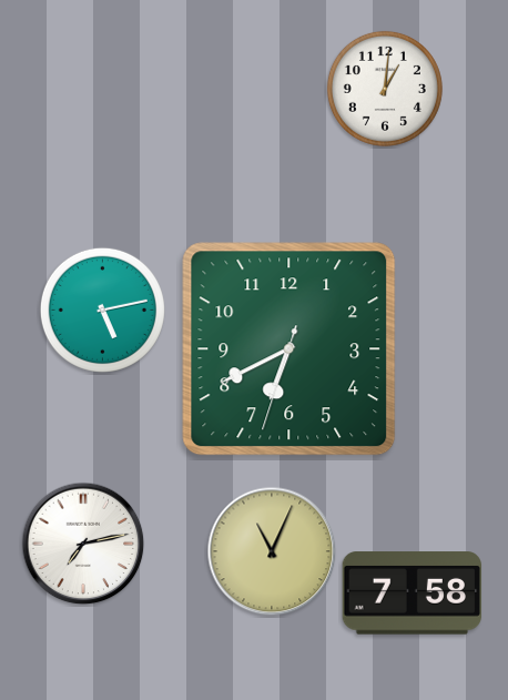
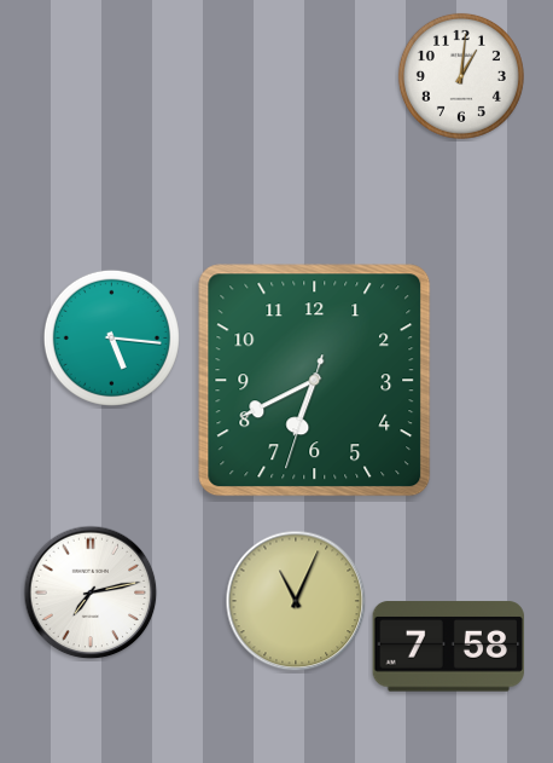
clock at (385, 89) position: (385, 89) -> (461, 76)
clock at (102, 310): 5:13 -> 5:16
